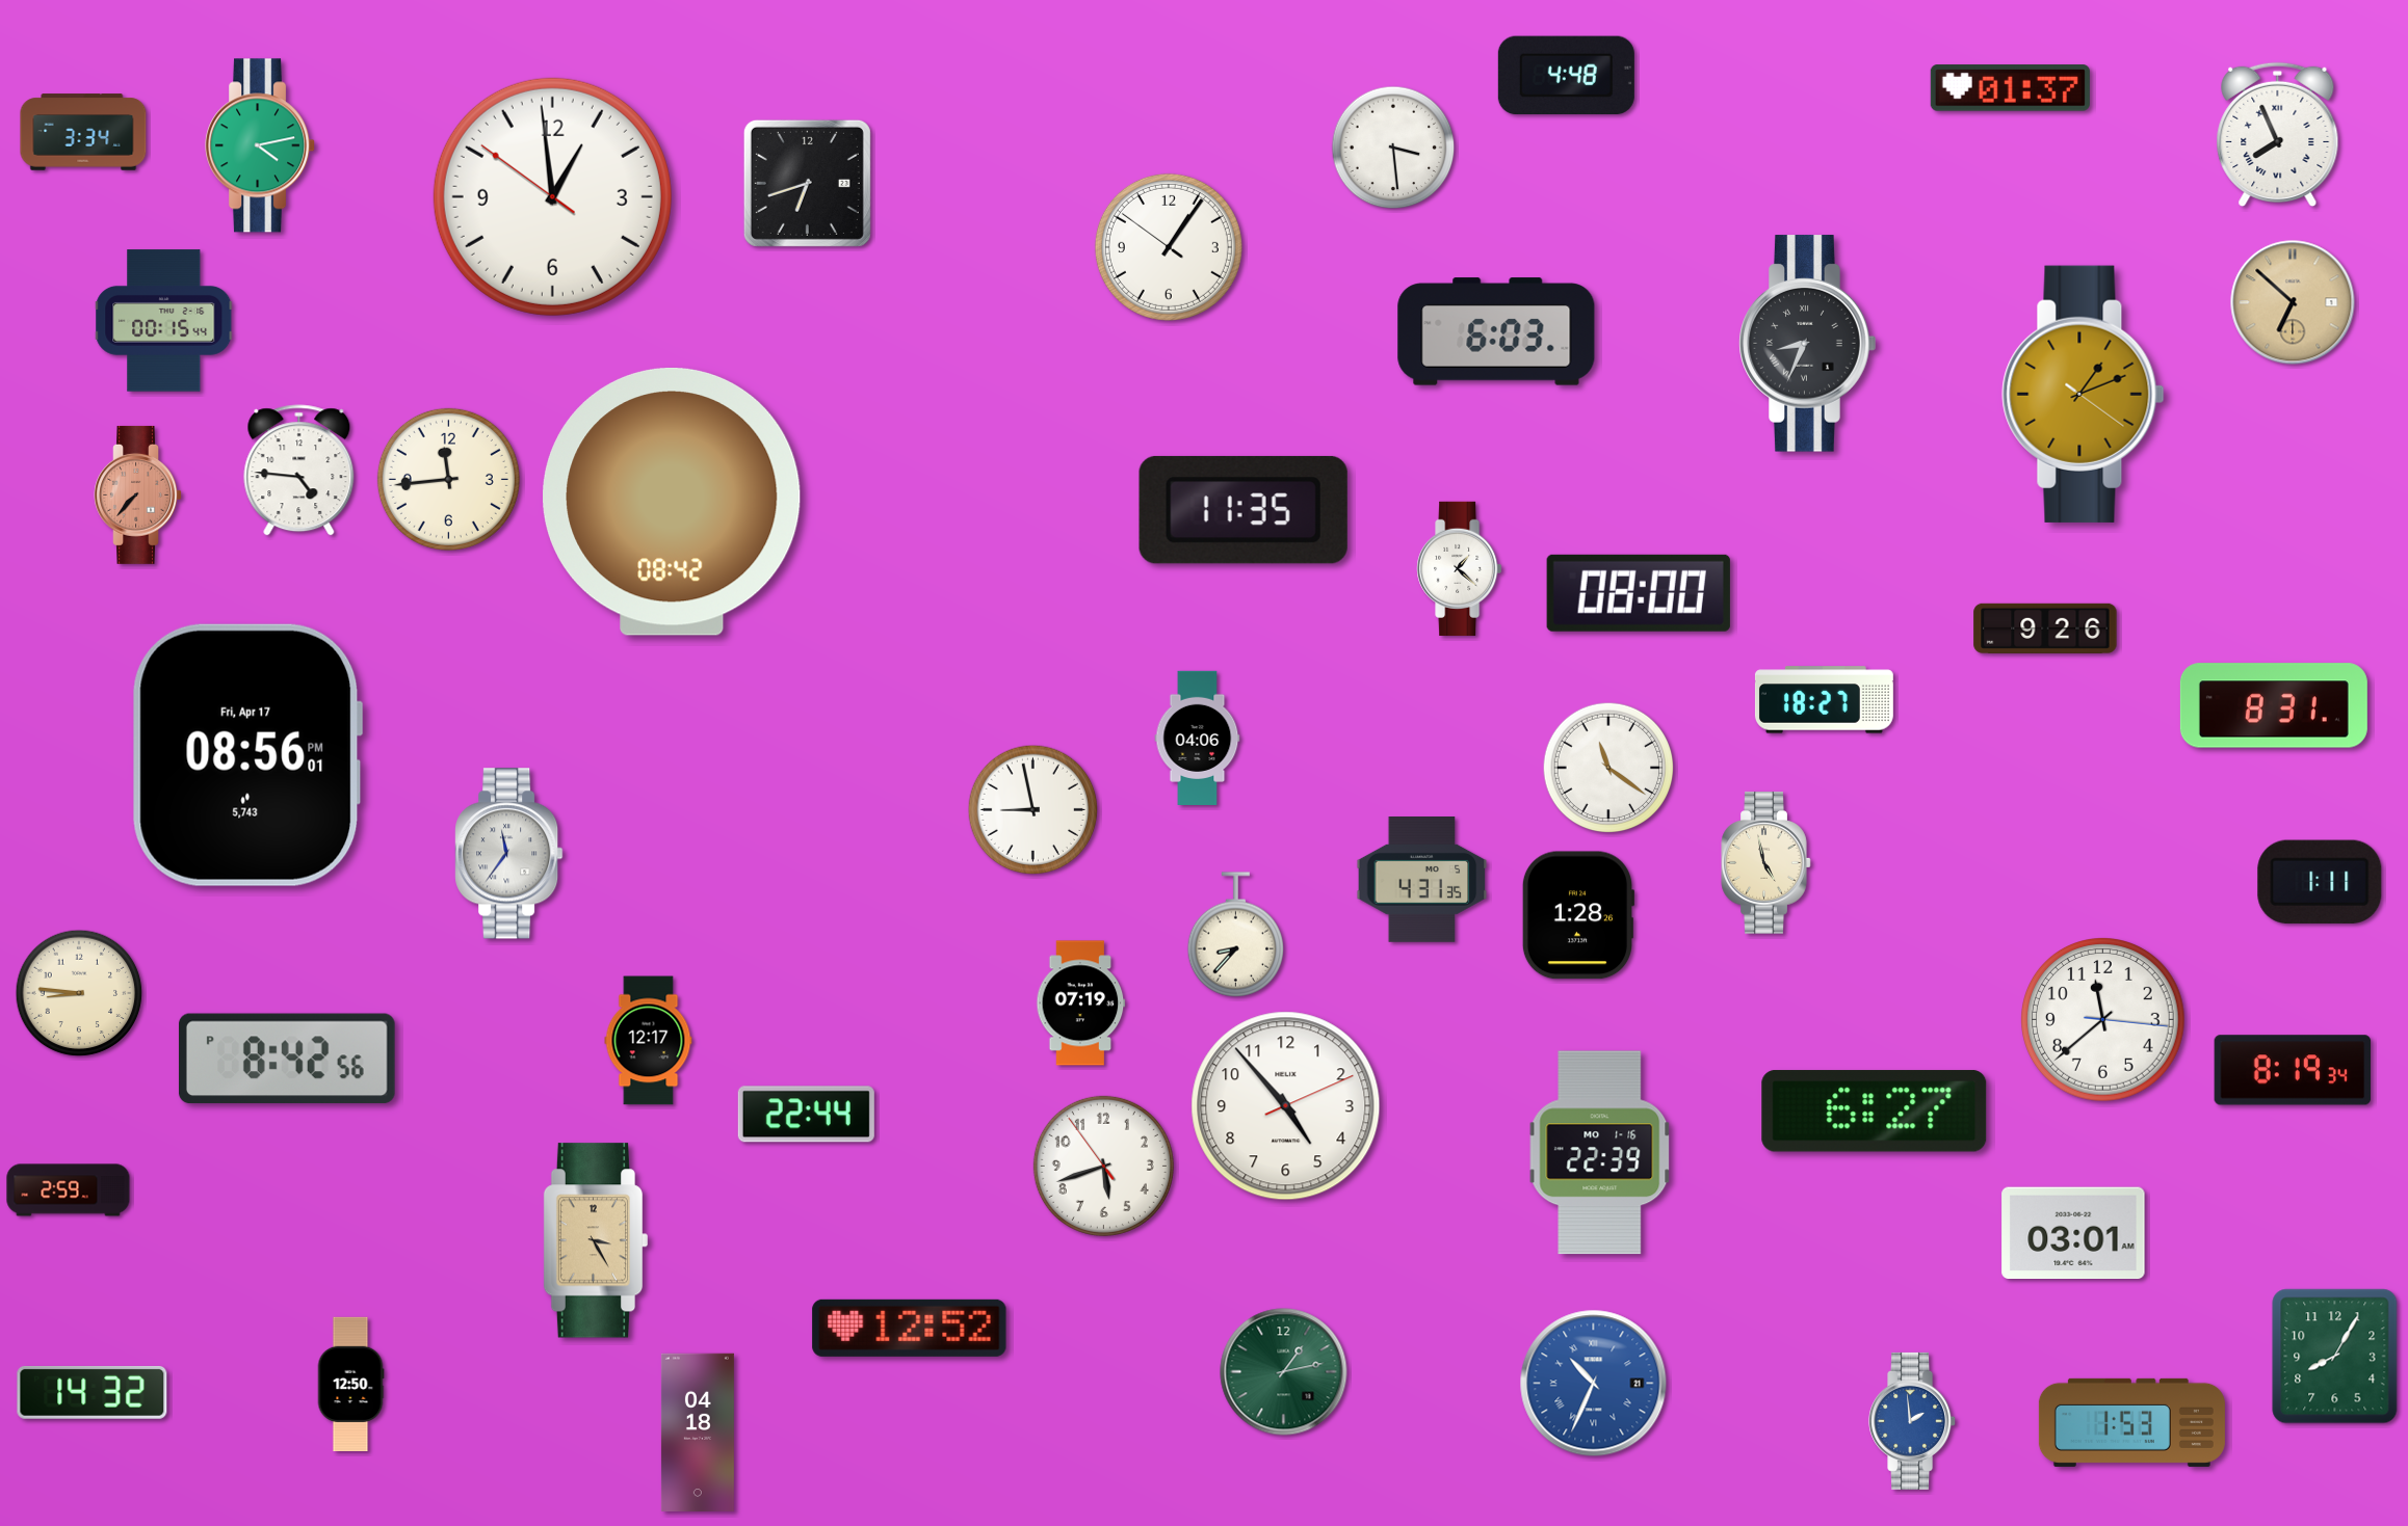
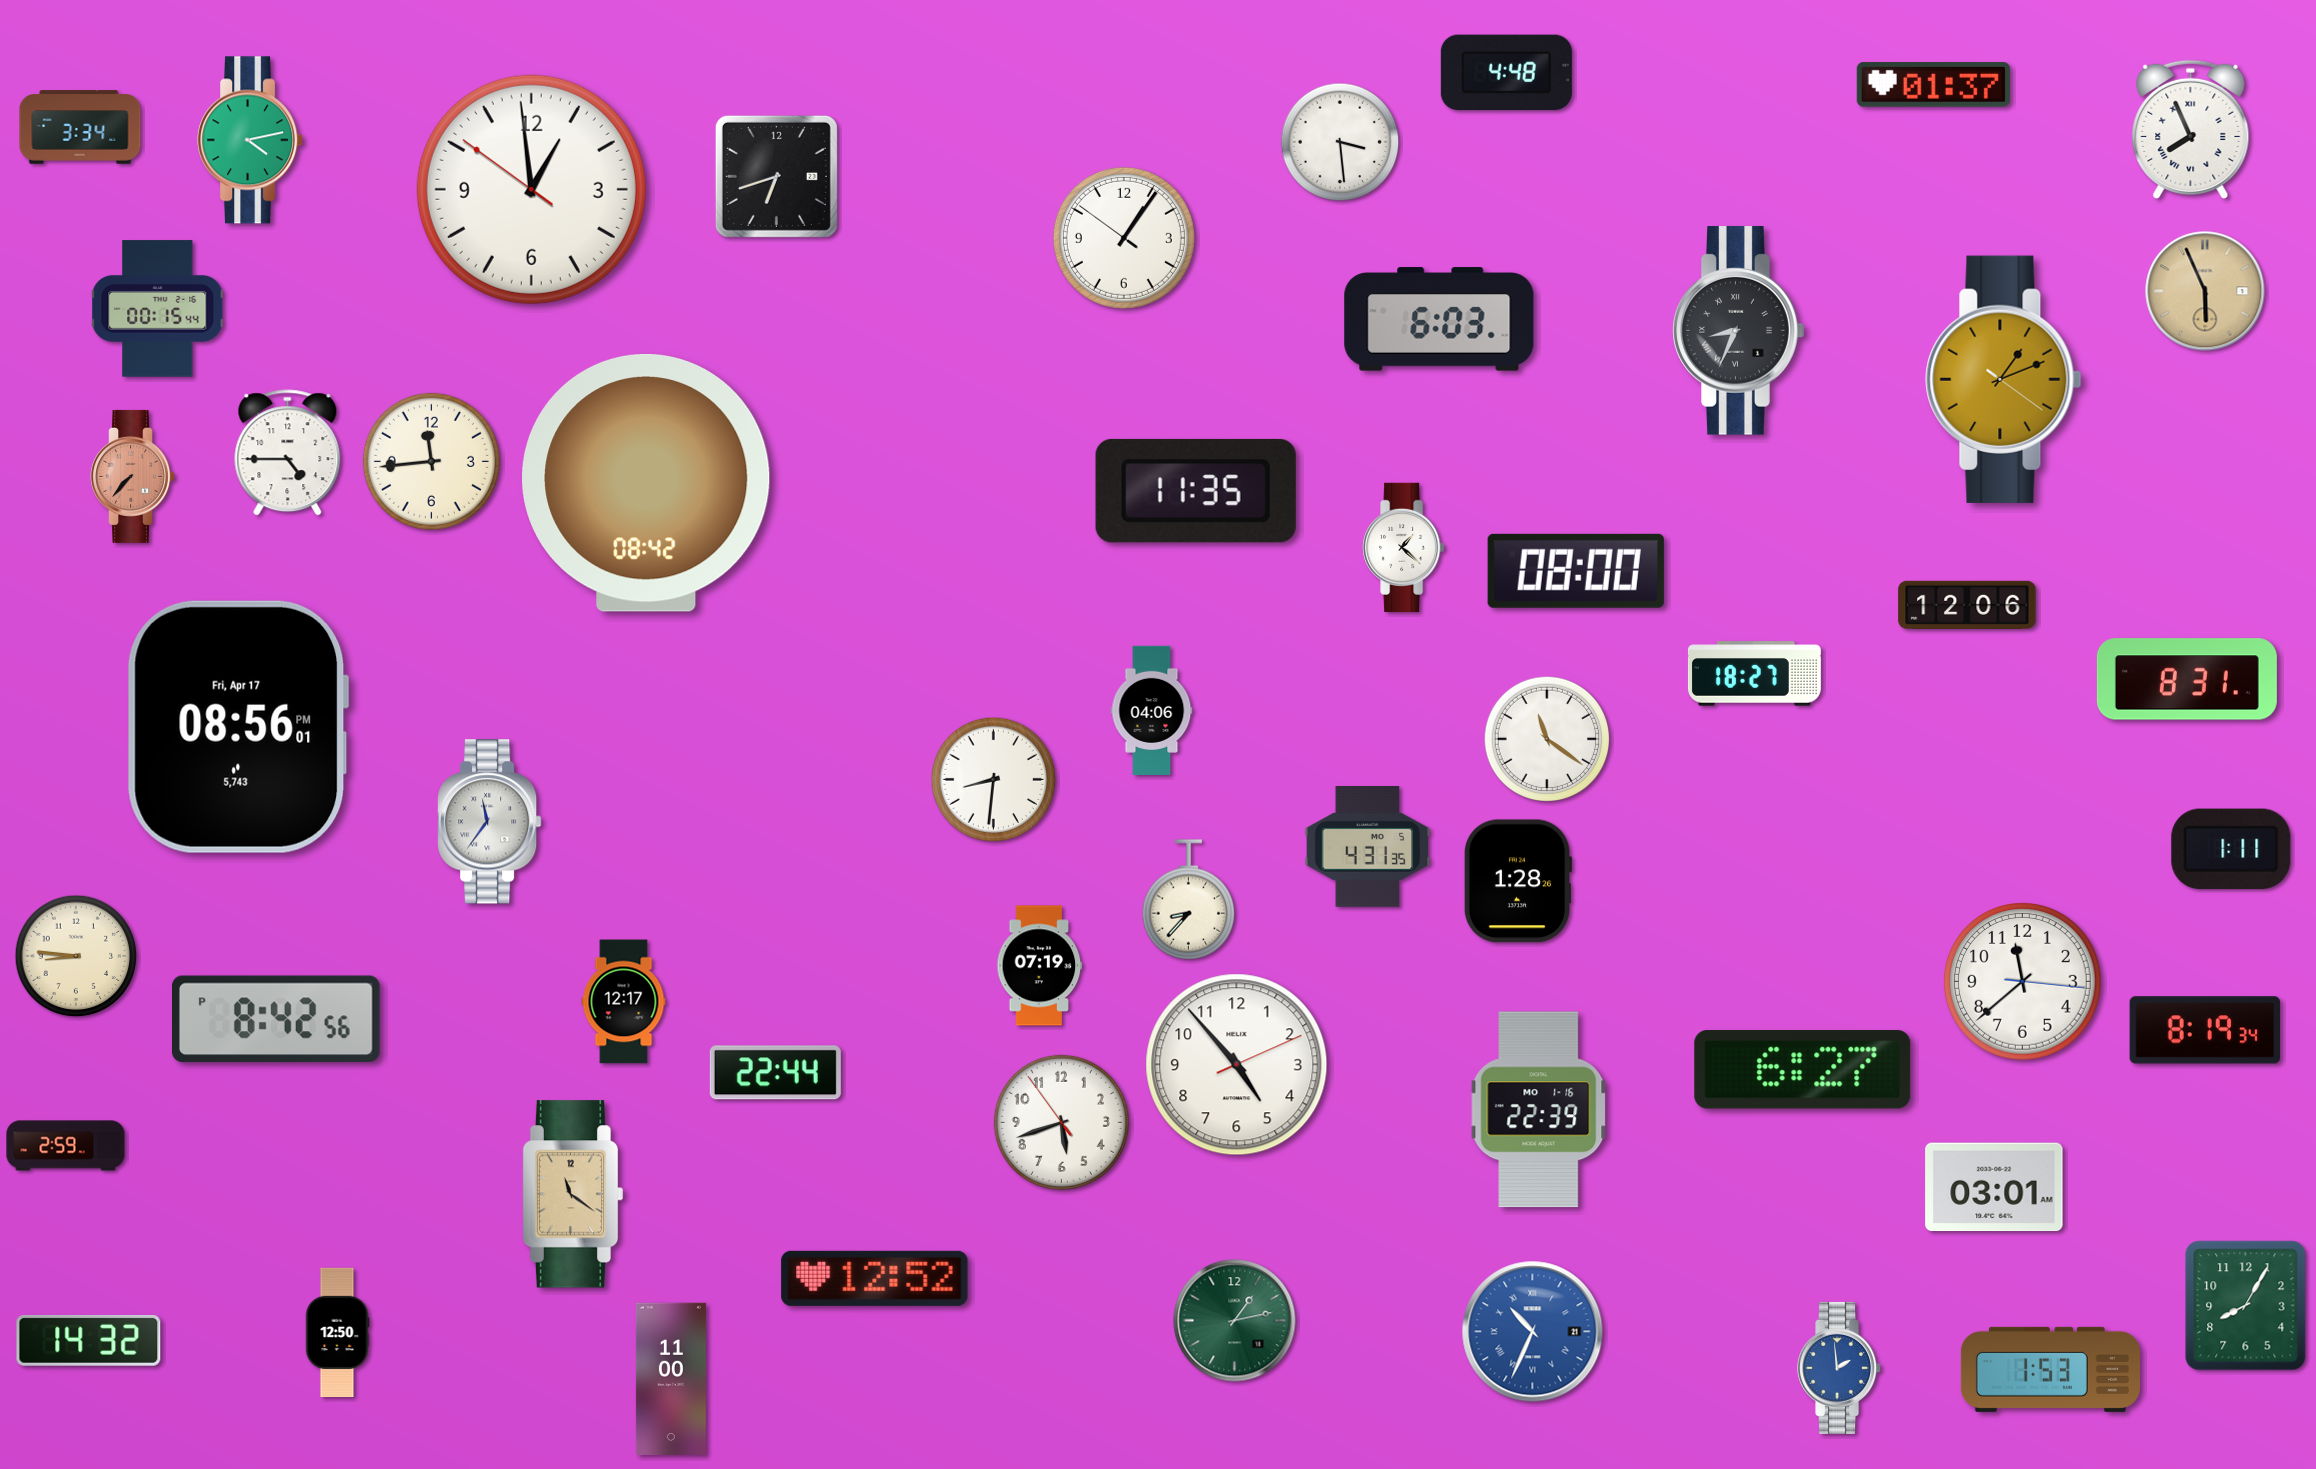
clock at (2293, 302): 6:52 -> 5:56
clock at (299, 471): 4:46 -> 4:45
clock at (2045, 628): 9:26 -> 12:06
clock at (1033, 810): 8:58 -> 8:31
clock at (1766, 863): 4:58 -> none
clock at (596, 1240): 3:25 -> 11:21
clock at (698, 1431): 04:18 -> 11:00
